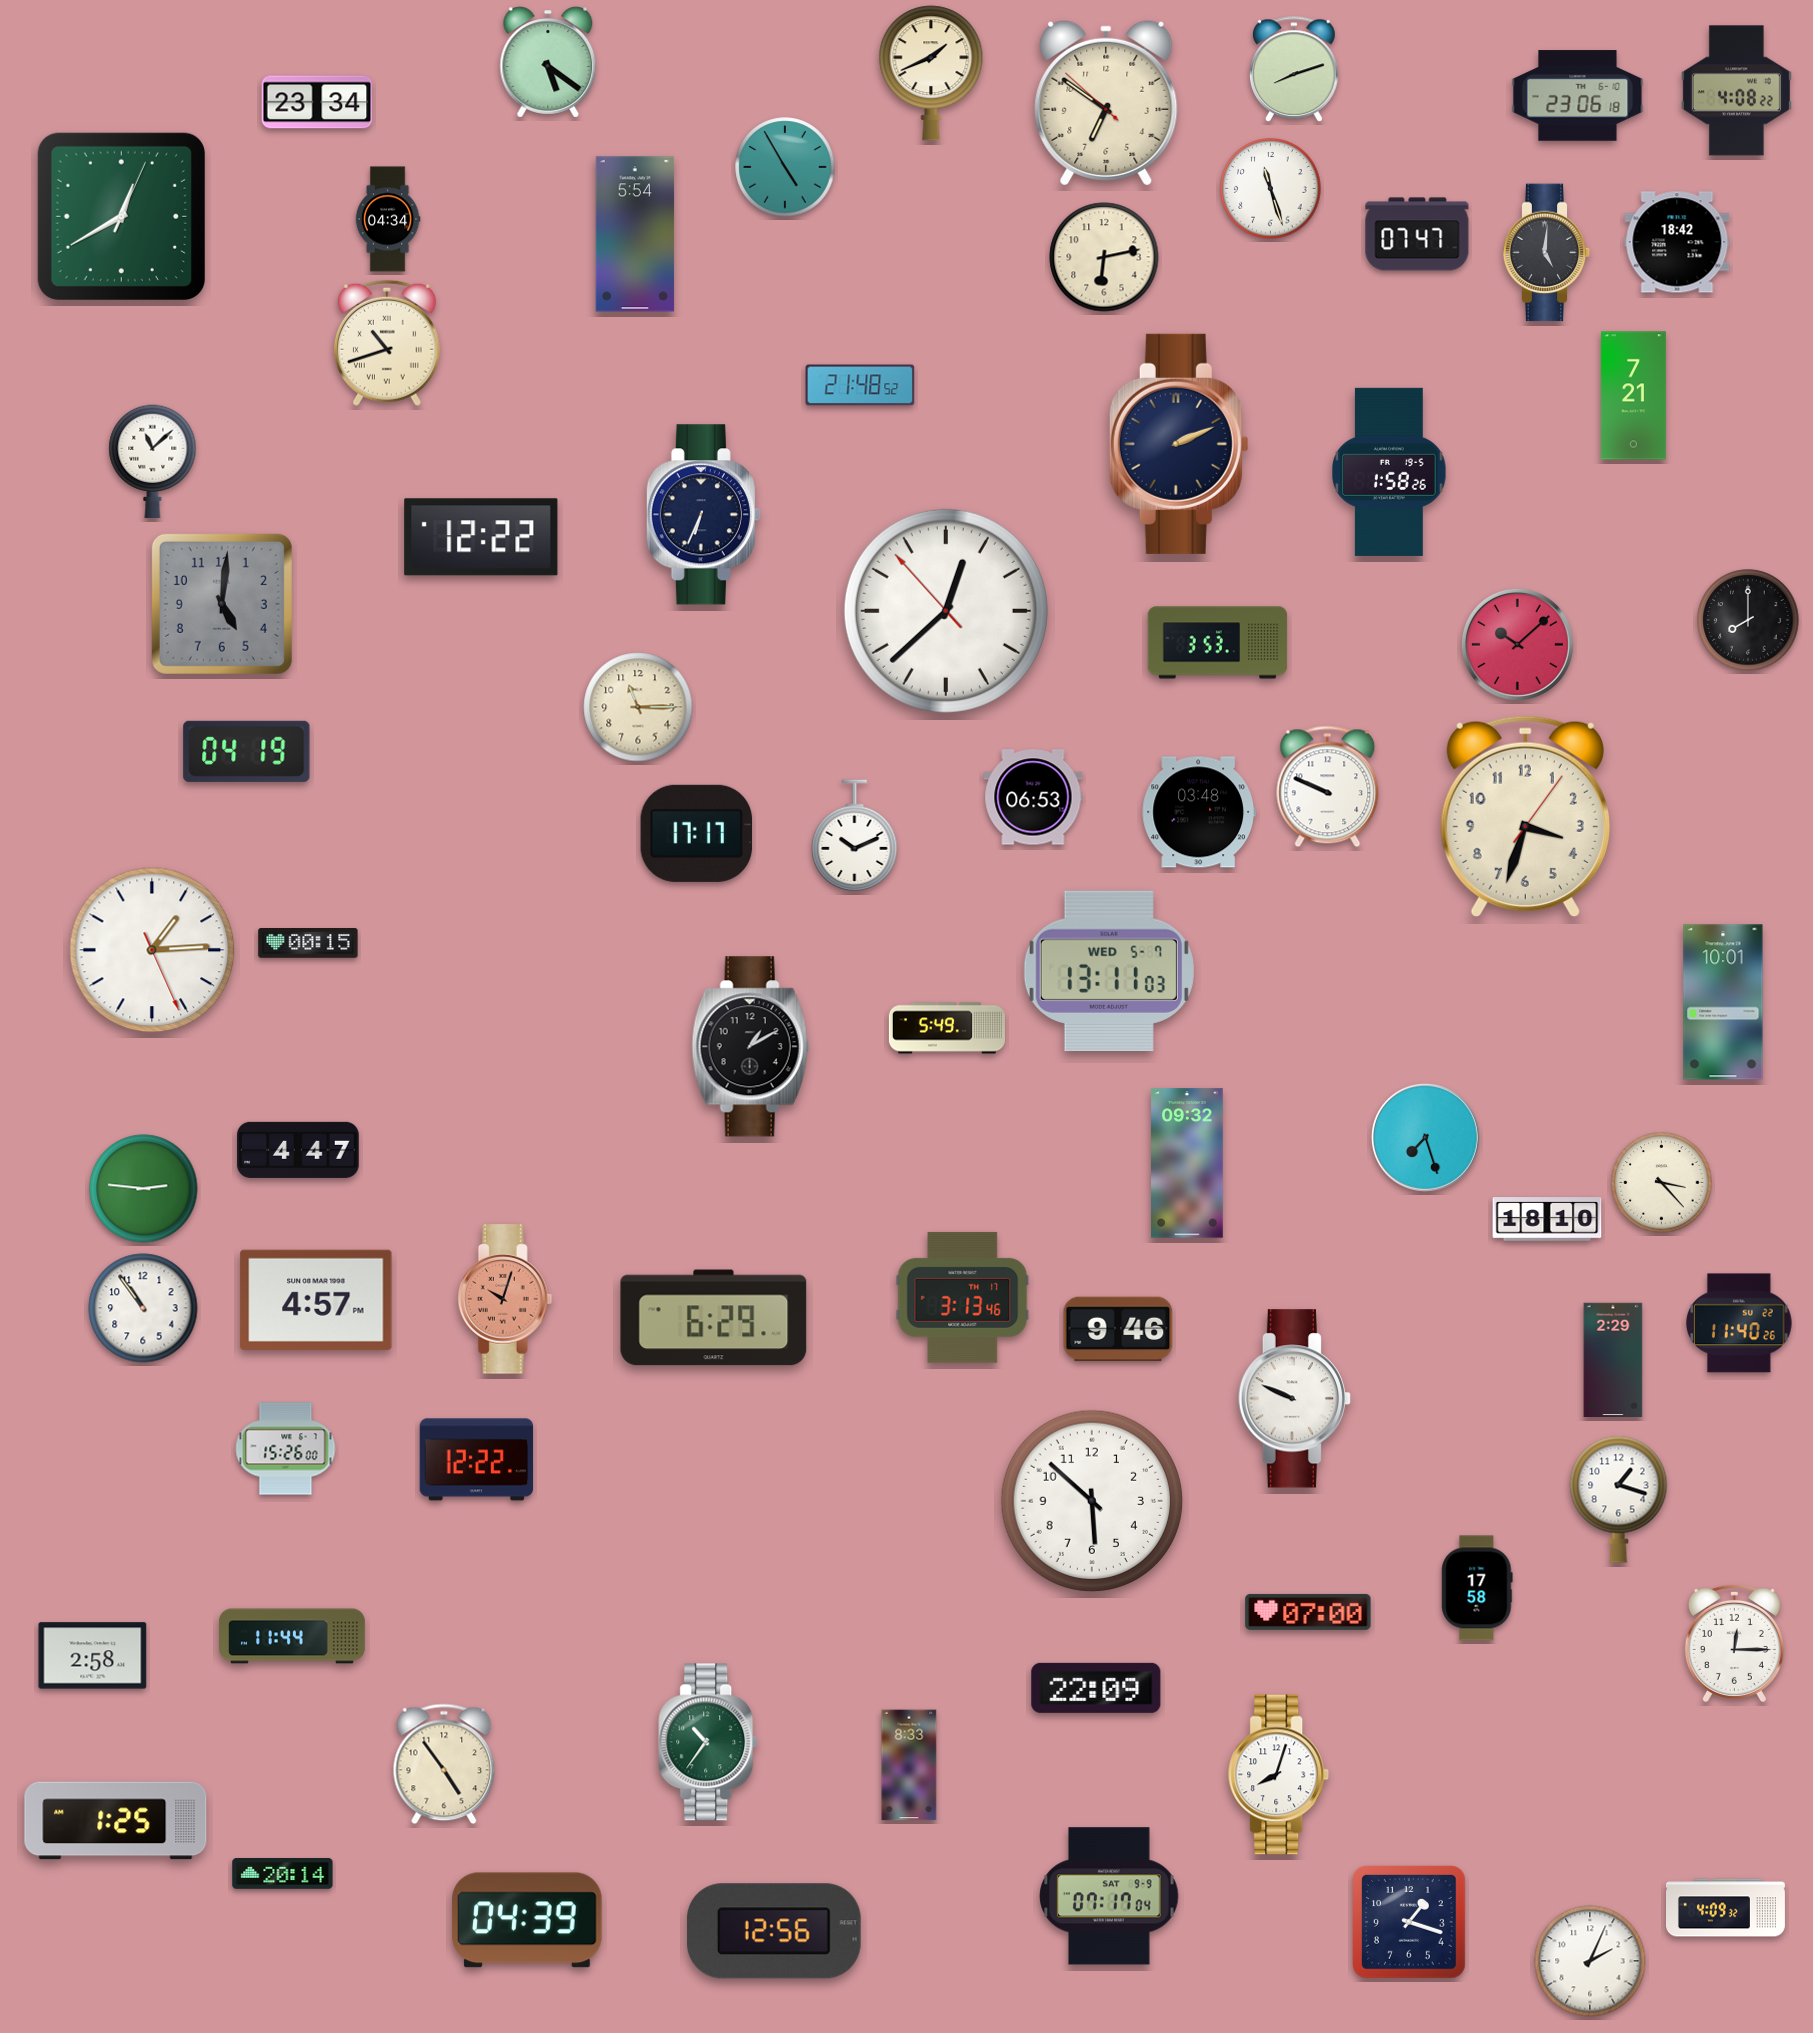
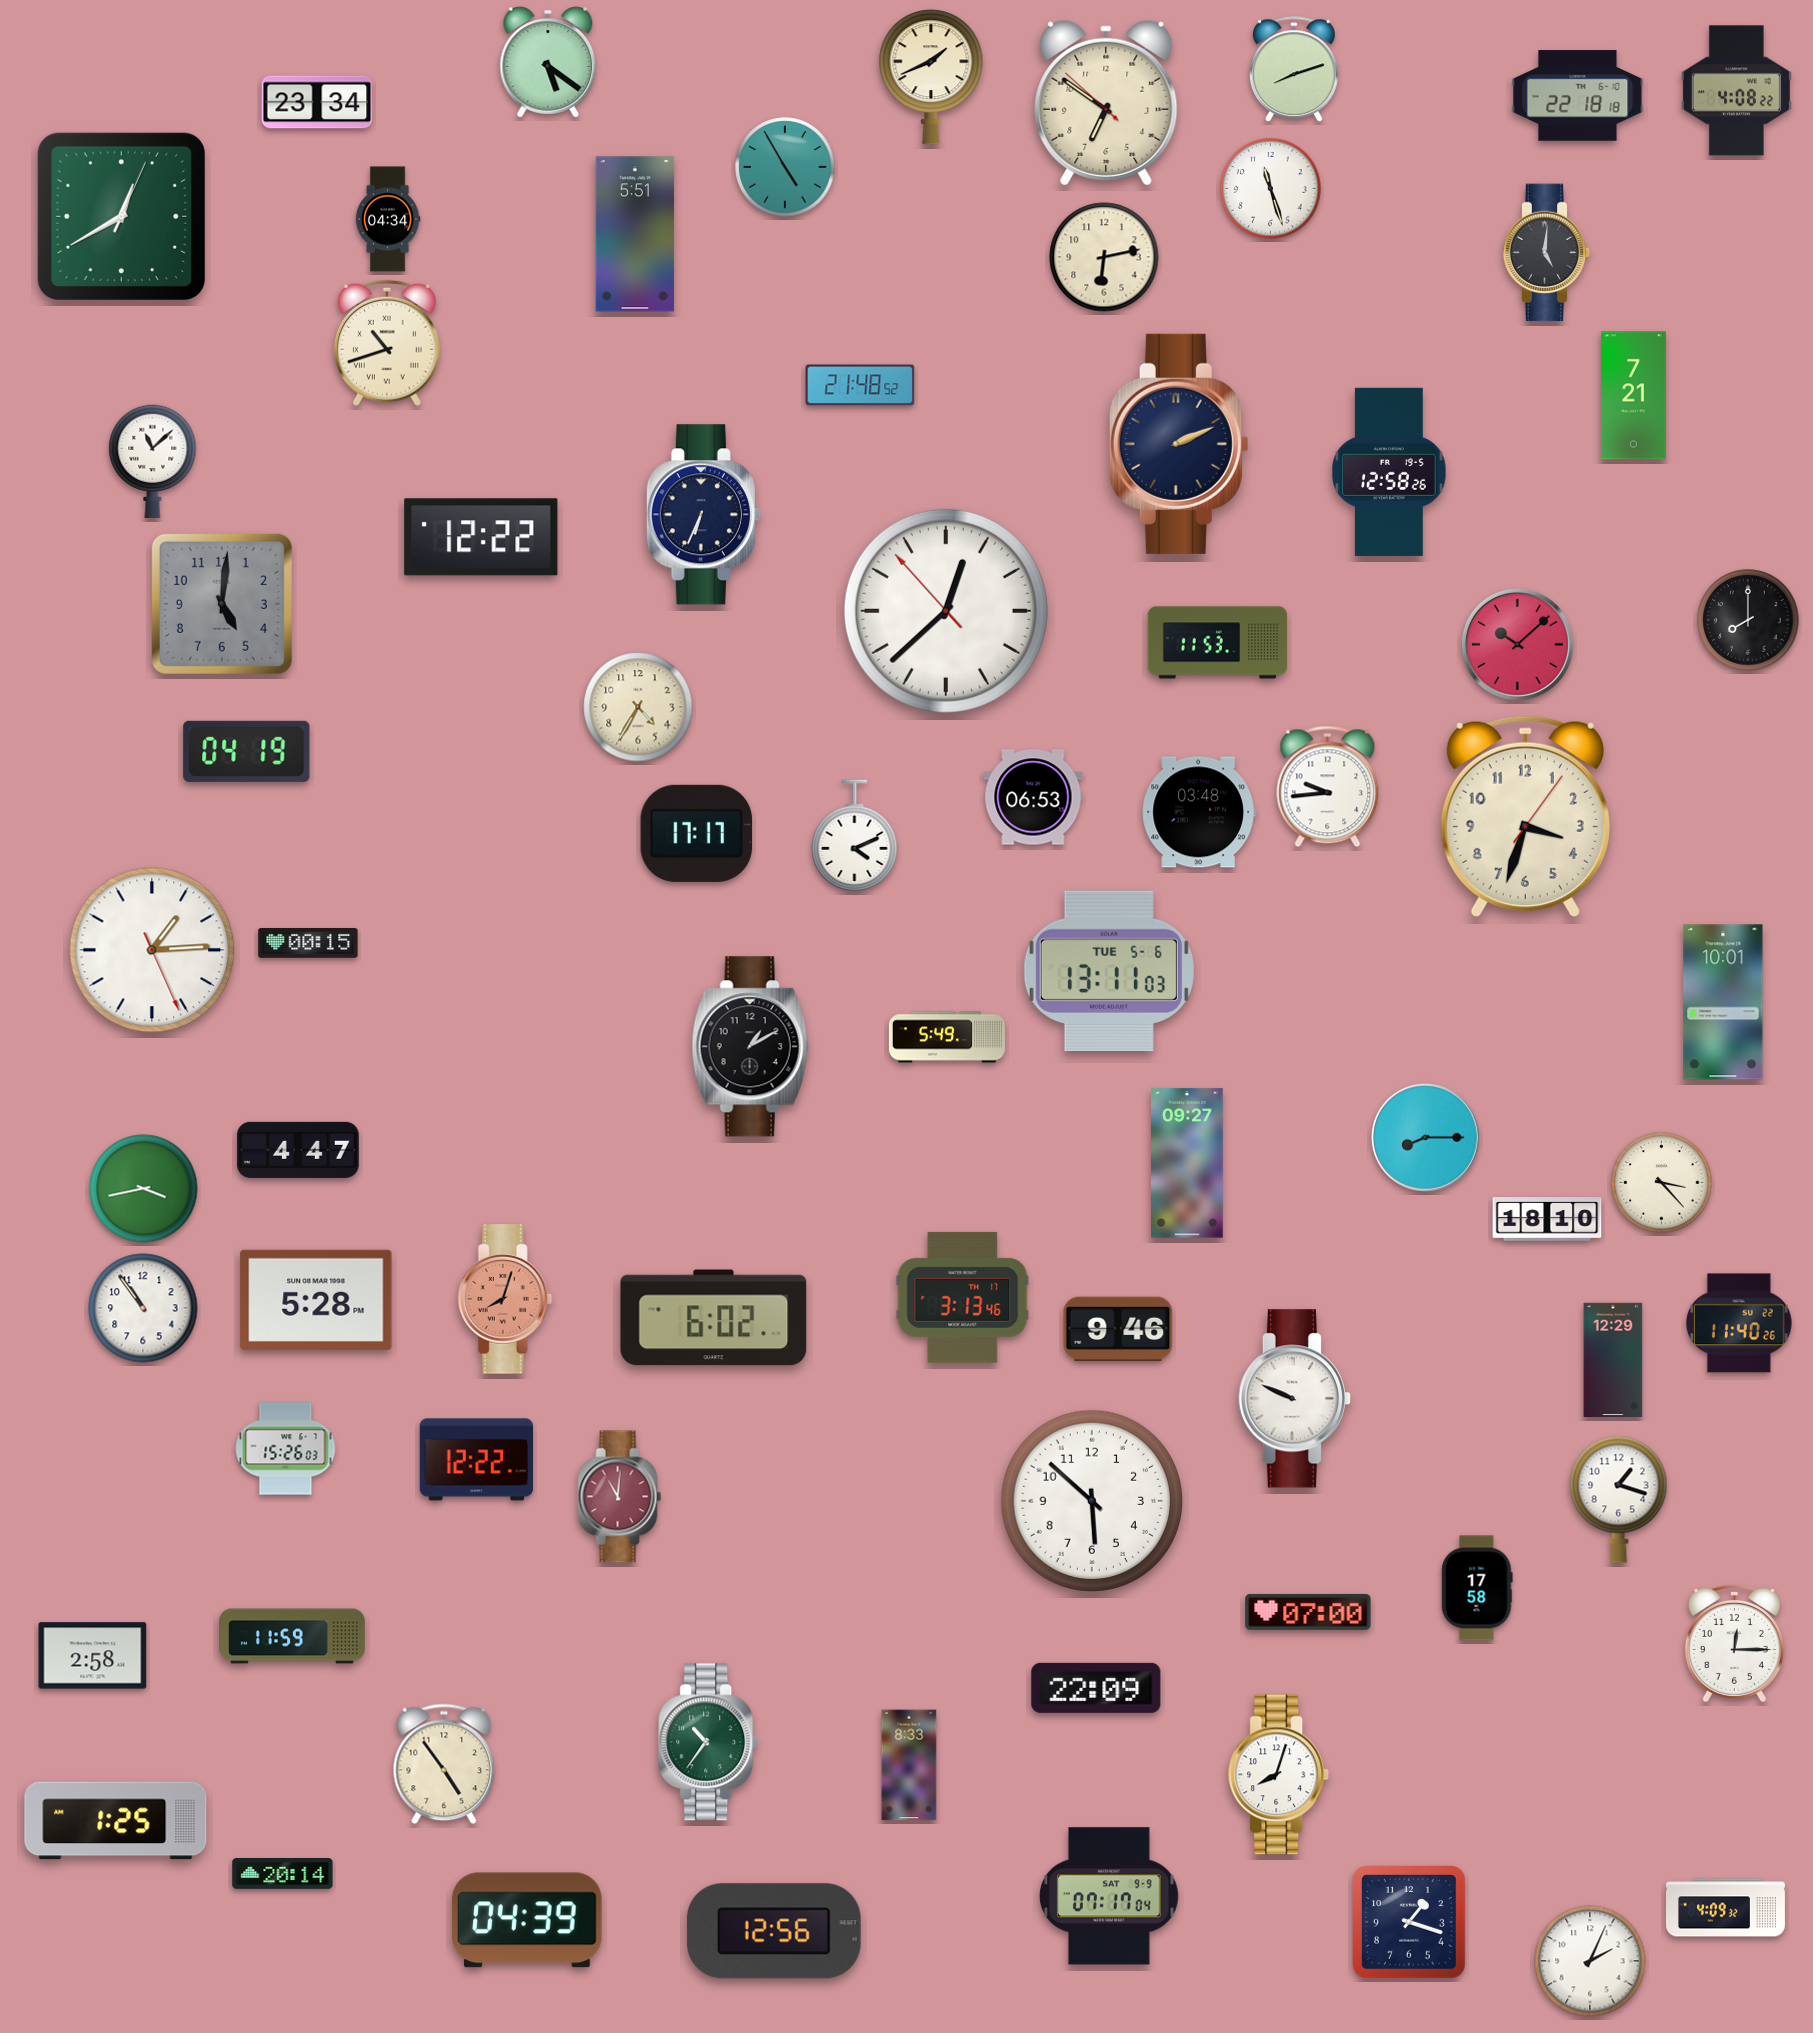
clock at (931, 73) position: (931, 73) -> (931, 77)
clock at (1578, 96): 23:06 -> 22:18
clock at (635, 234): 5:54 -> 5:51
clock at (1417, 234): 07:47 -> none
clock at (1677, 242): 18:42 -> none
clock at (1389, 472): 1:58 -> 12:58
clock at (1218, 643): 3:53 -> 11:53
clock at (638, 707): 11:15 -> 4:35
clock at (1328, 787): 9:49 -> 9:44
clock at (855, 836): 10:11 -> 4:11
clock at (1109, 971) date: WED 5-7 -> TUE 5-6
clock at (947, 1028) position: (947, 1028) -> (947, 1037)
clock at (1425, 1137): 7:27 -> 8:15
clock at (1188, 1163): 09:32 -> 09:27
clock at (144, 1189): 2:46 -> 3:43
clock at (505, 1299): 10:03 -> 8:03
clock at (316, 1300): 4:57 -> 5:28
clock at (714, 1318): 6:29 -> 6:02
clock at (1613, 1360): 2:29 -> 12:29
clock at (286, 1449): 15:26:00 -> 15:26:03
clock at (620, 1497): none -> 11:01
clock at (293, 1636): 11:44 -> 11:59
